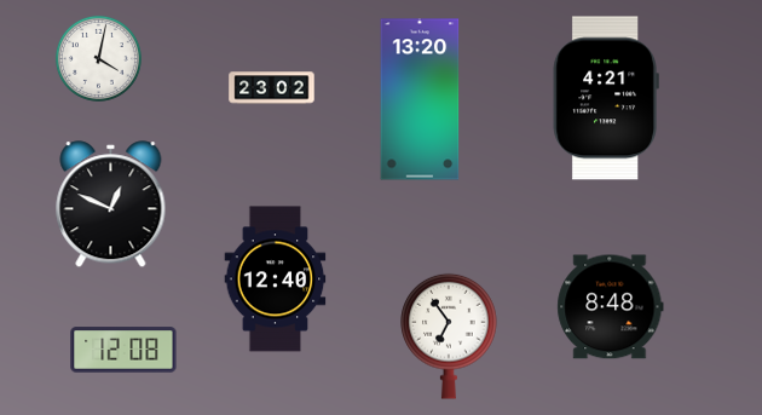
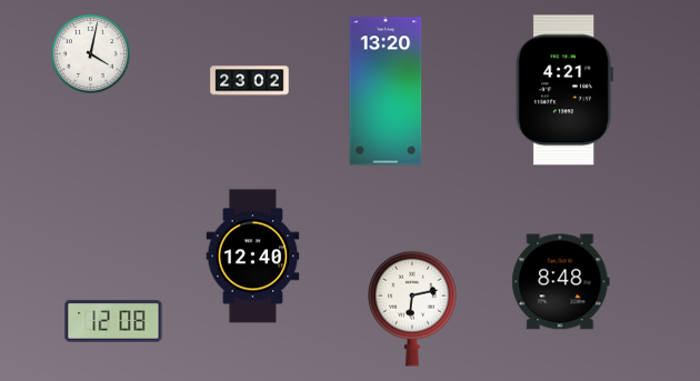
clock at (606, 98) position: (606, 98) -> (564, 90)
clock at (111, 204): 12:49 -> none
clock at (449, 336): 6:54 -> 6:13
